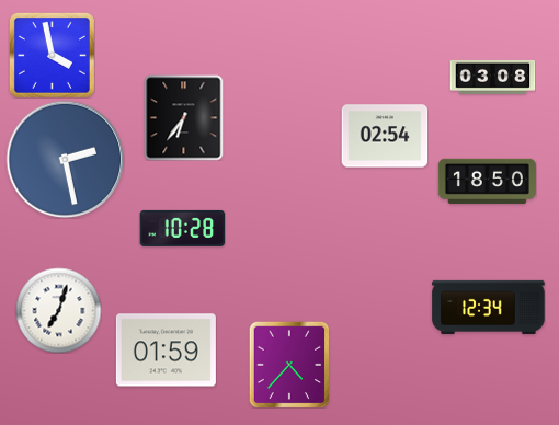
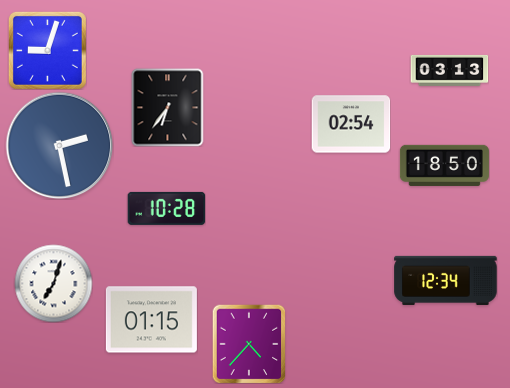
clock at (52, 55): 3:58 -> 9:03
clock at (492, 77): 03:08 -> 03:13
clock at (166, 351): 01:59 -> 01:15
clock at (289, 365) position: (289, 365) -> (249, 344)
